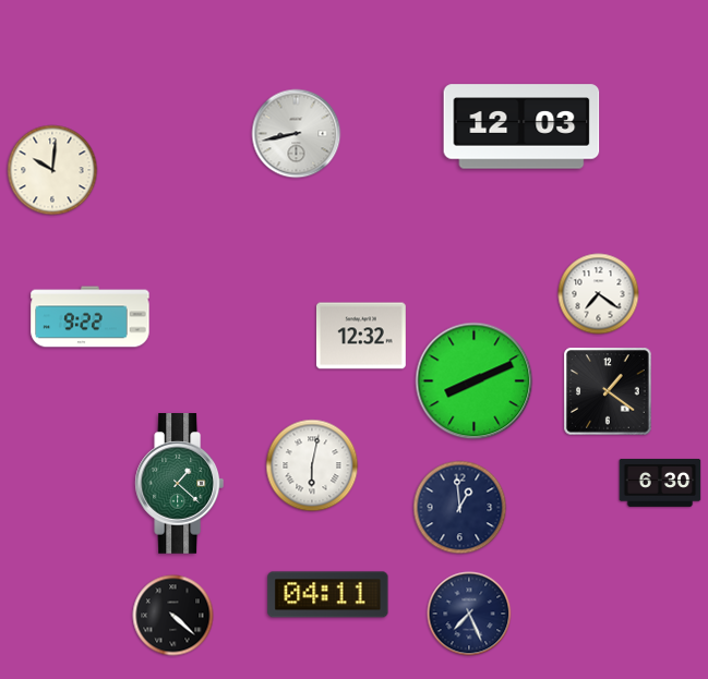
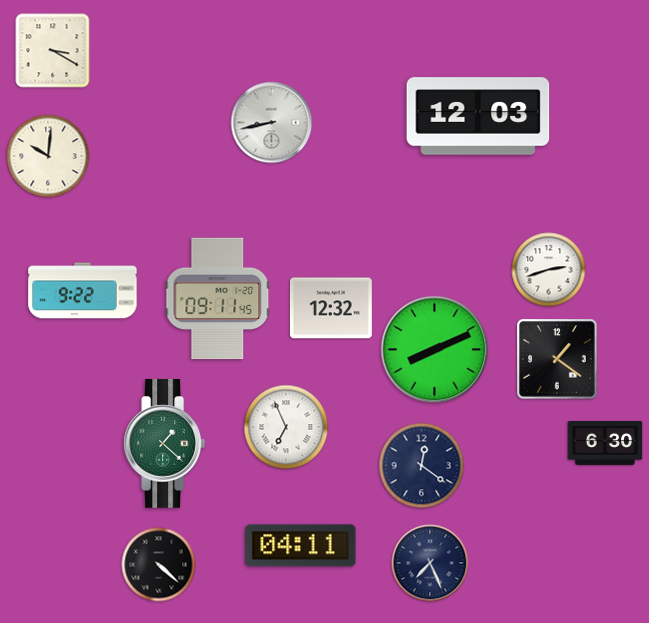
clock at (53, 51): none -> 3:20
clock at (599, 294): 7:21 -> 2:42
clock at (218, 299): none -> 09:11
clock at (312, 465): 6:02 -> 6:56
clock at (460, 508): 12:59 -> 12:21
